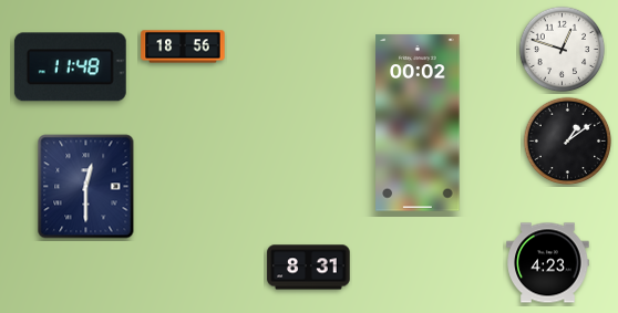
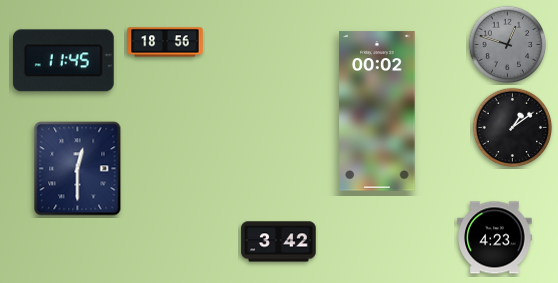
clock at (563, 50) dial: white -> grey
clock at (70, 67): 11:48 -> 11:45
clock at (309, 268): 8:31 -> 3:42
